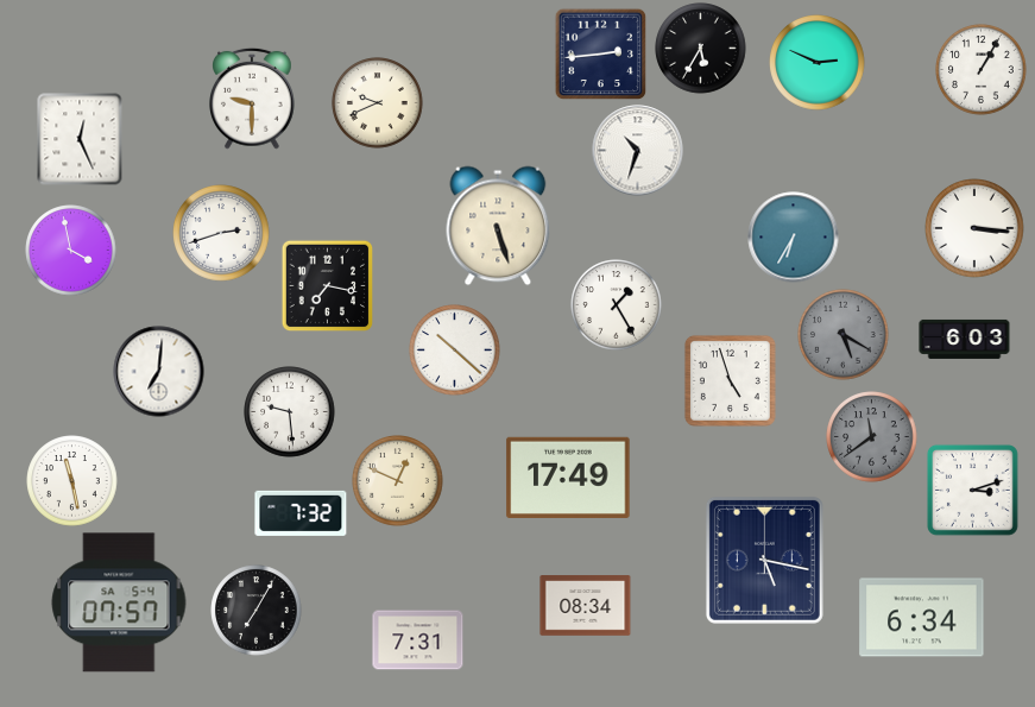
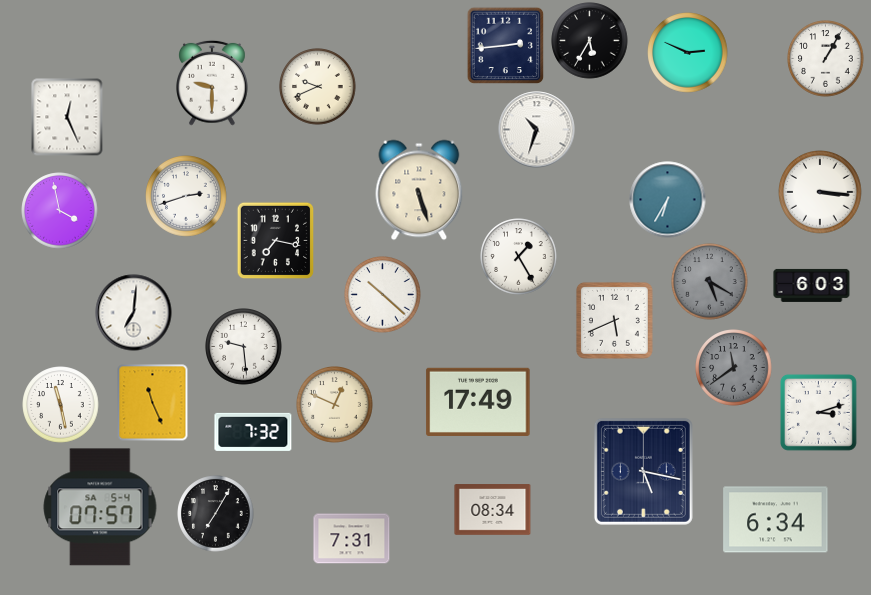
clock at (638, 151) position: (638, 151) -> (537, 130)
clock at (730, 380): 4:57 -> 5:41
clock at (153, 403): none -> 11:26
